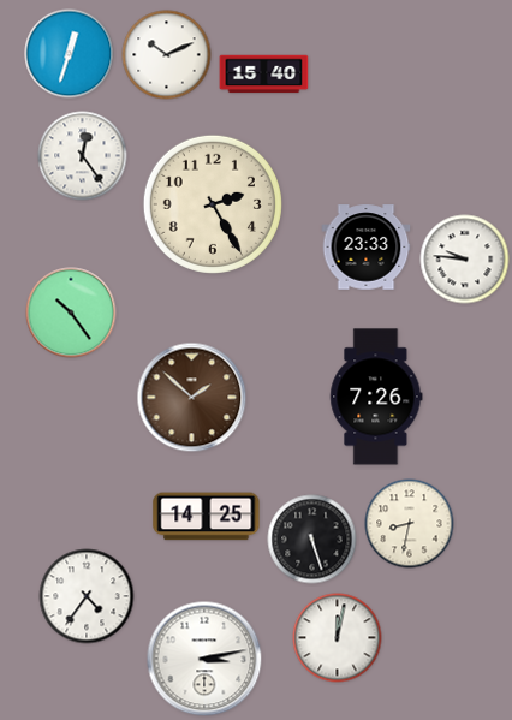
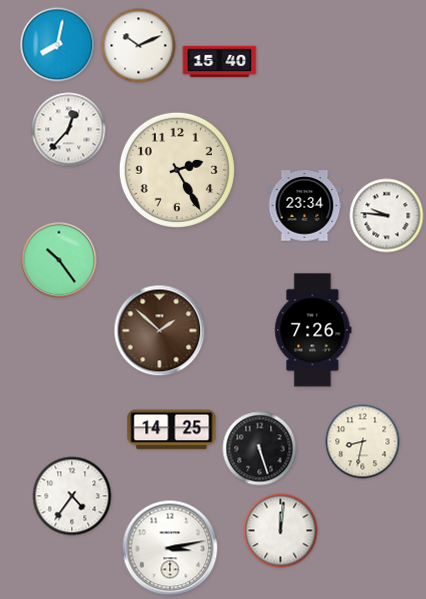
clock at (70, 54): 12:33 -> 8:02
clock at (83, 156): 12:24 -> 12:37
clock at (367, 248): 23:33 -> 23:34
clock at (410, 524) position: (410, 524) -> (363, 442)
clock at (338, 638): 12:02 -> 12:01
